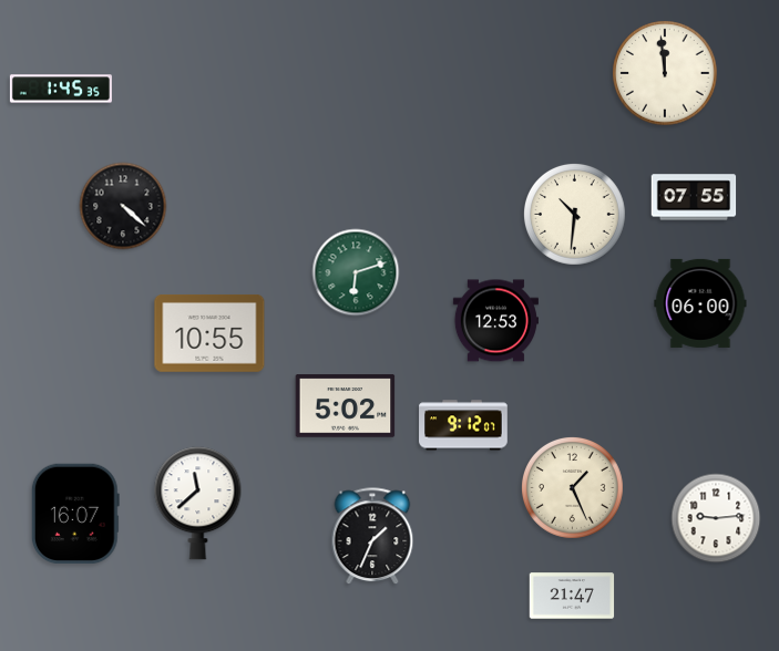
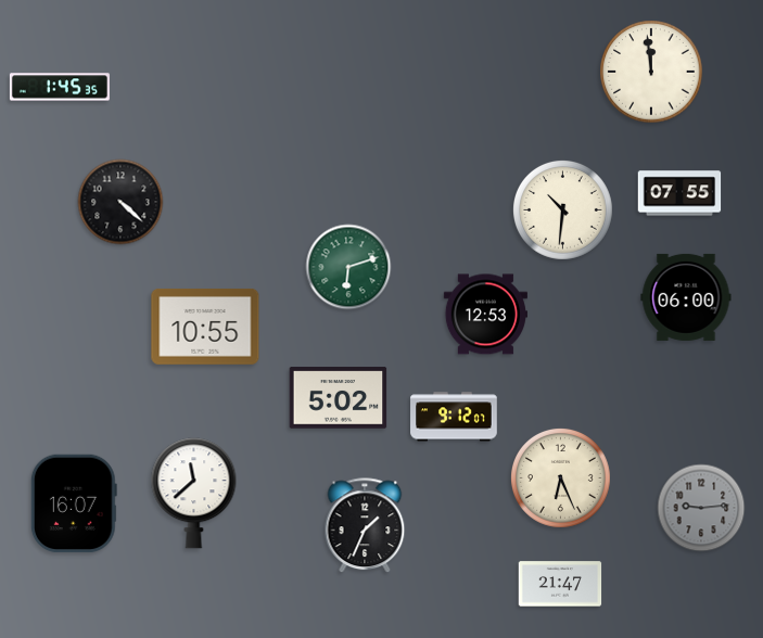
clock at (572, 487): 1:26 -> 6:26
clock at (716, 518) dial: white -> grey
